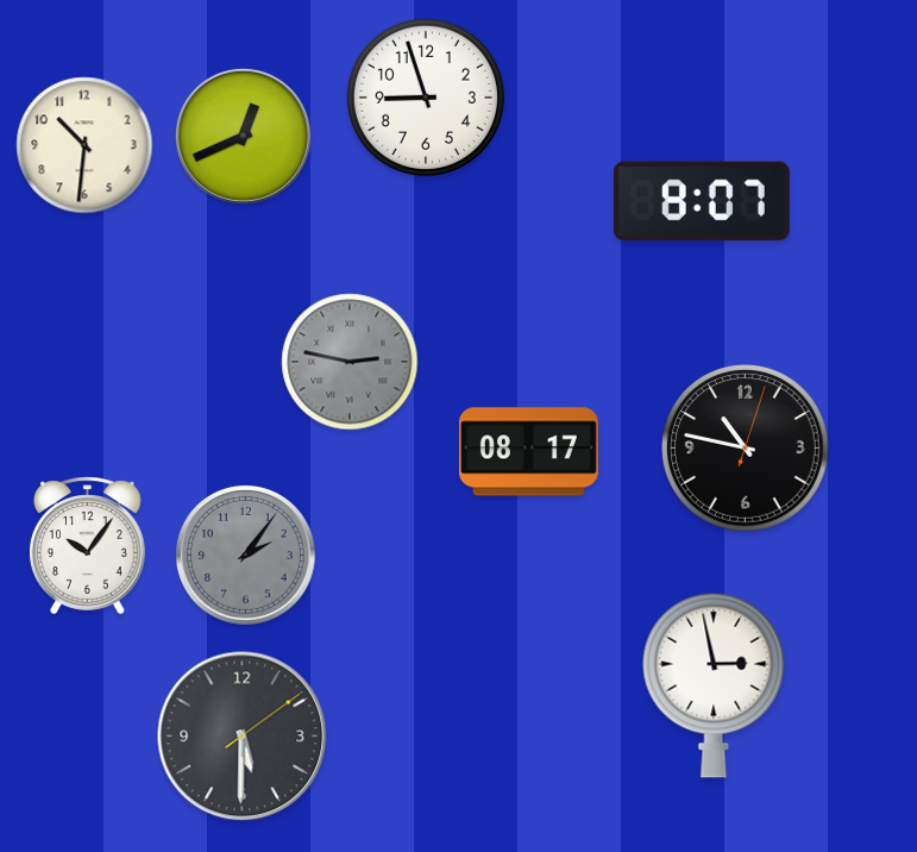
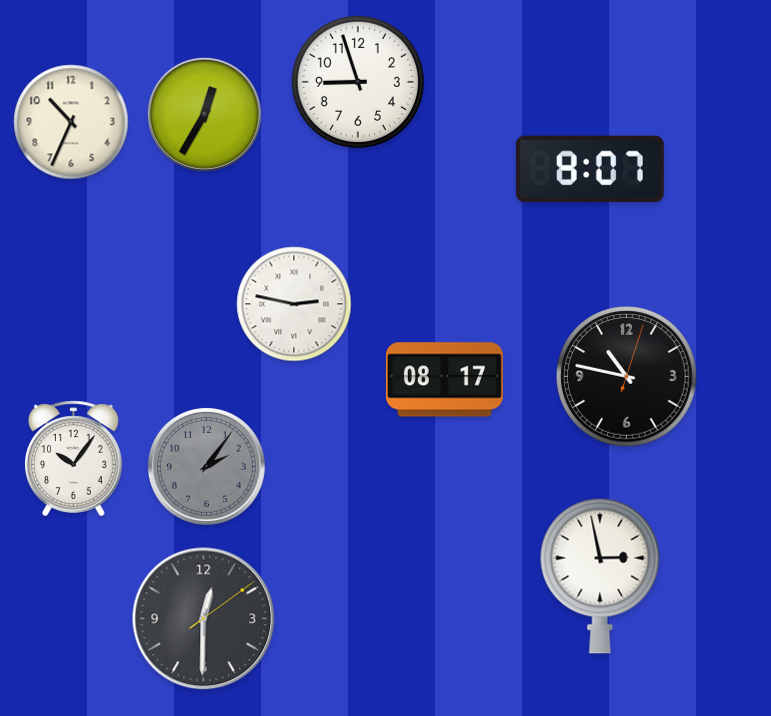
clock at (243, 136): 12:41 -> 12:35
clock at (84, 145): 10:31 -> 10:34
clock at (350, 362) dial: grey -> white
clock at (243, 737): 5:30 -> 12:30
